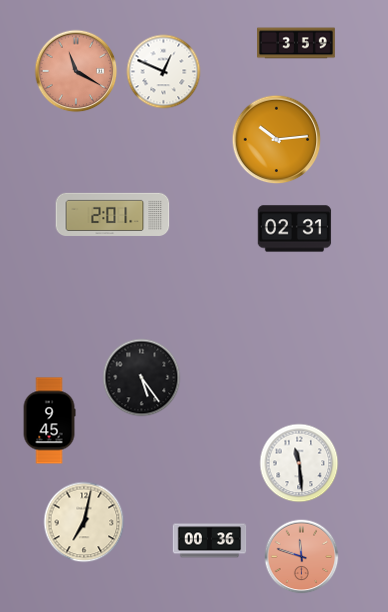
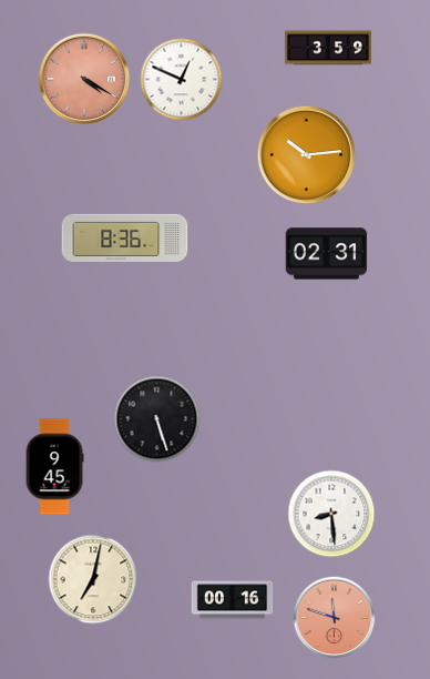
clock at (76, 71): 11:20 -> 4:20
clock at (113, 214): 2:01 -> 8:36
clock at (142, 378): 5:24 -> 5:27
clock at (299, 463): 11:29 -> 8:29
clock at (210, 541): 00:36 -> 00:16
